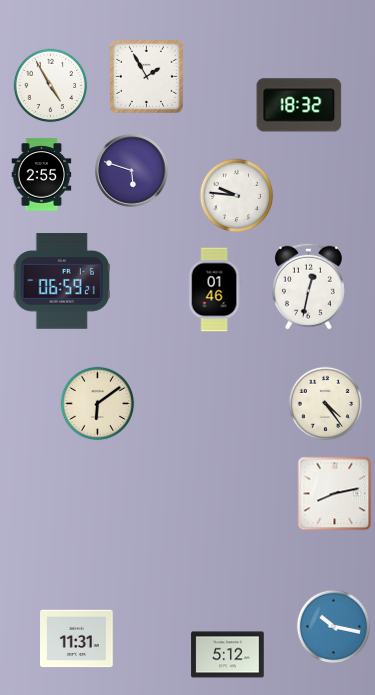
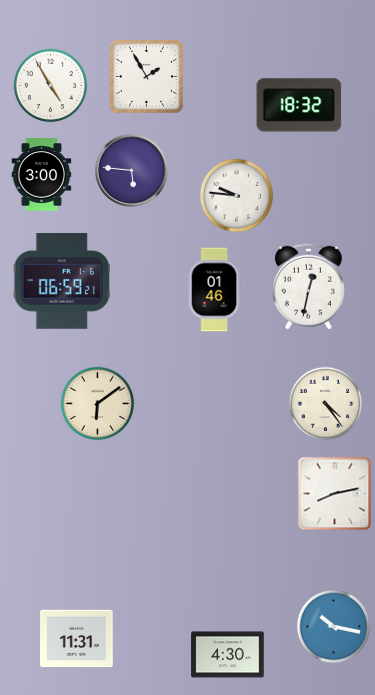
clock at (131, 170): 5:48 -> 5:46
clock at (42, 175): 2:55 -> 3:00
clock at (228, 655): 5:12 -> 4:30
